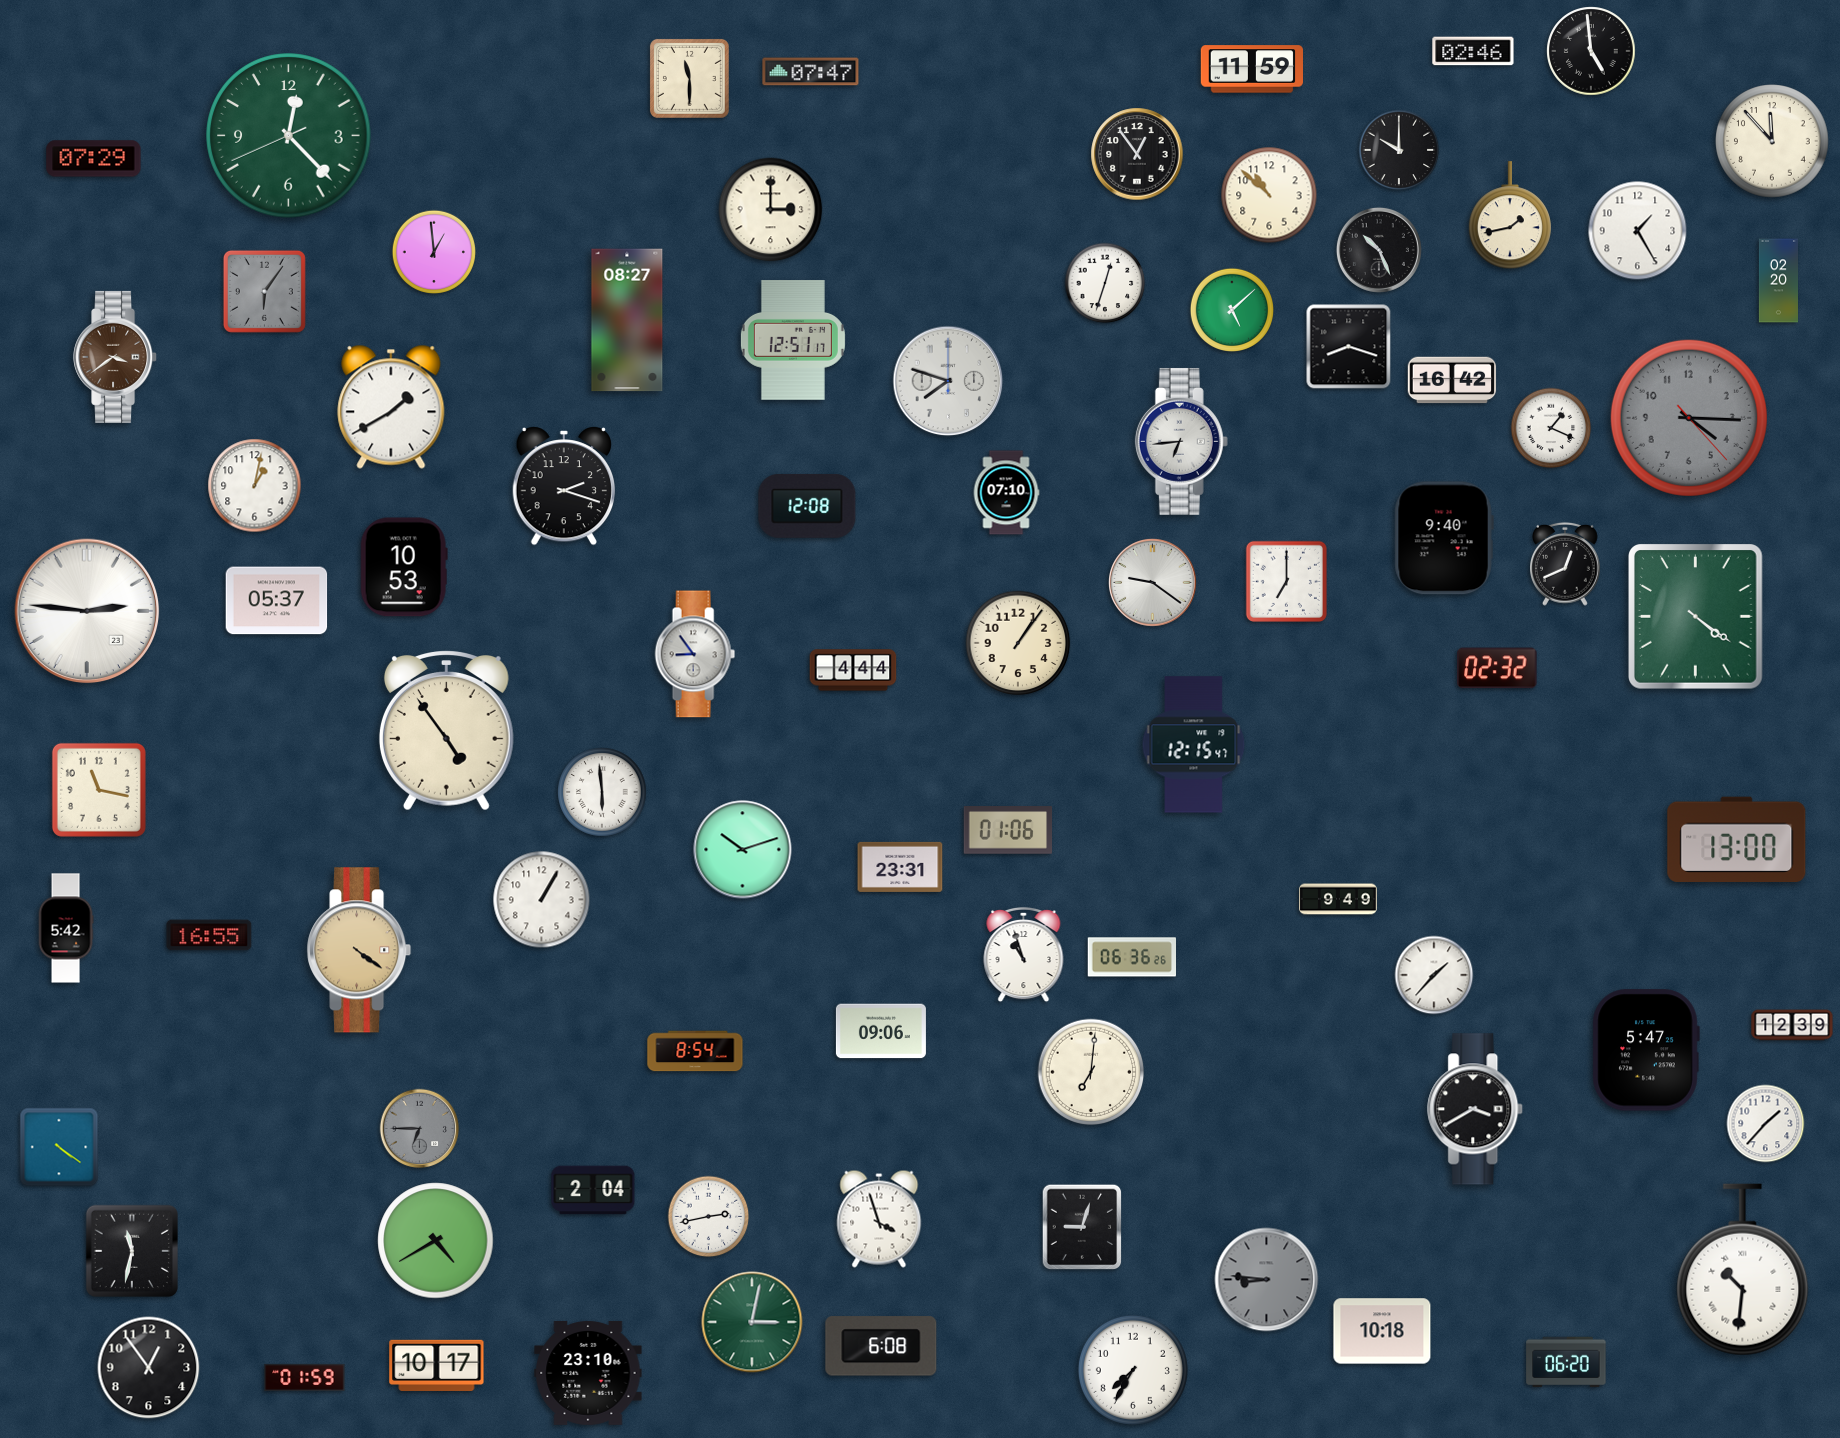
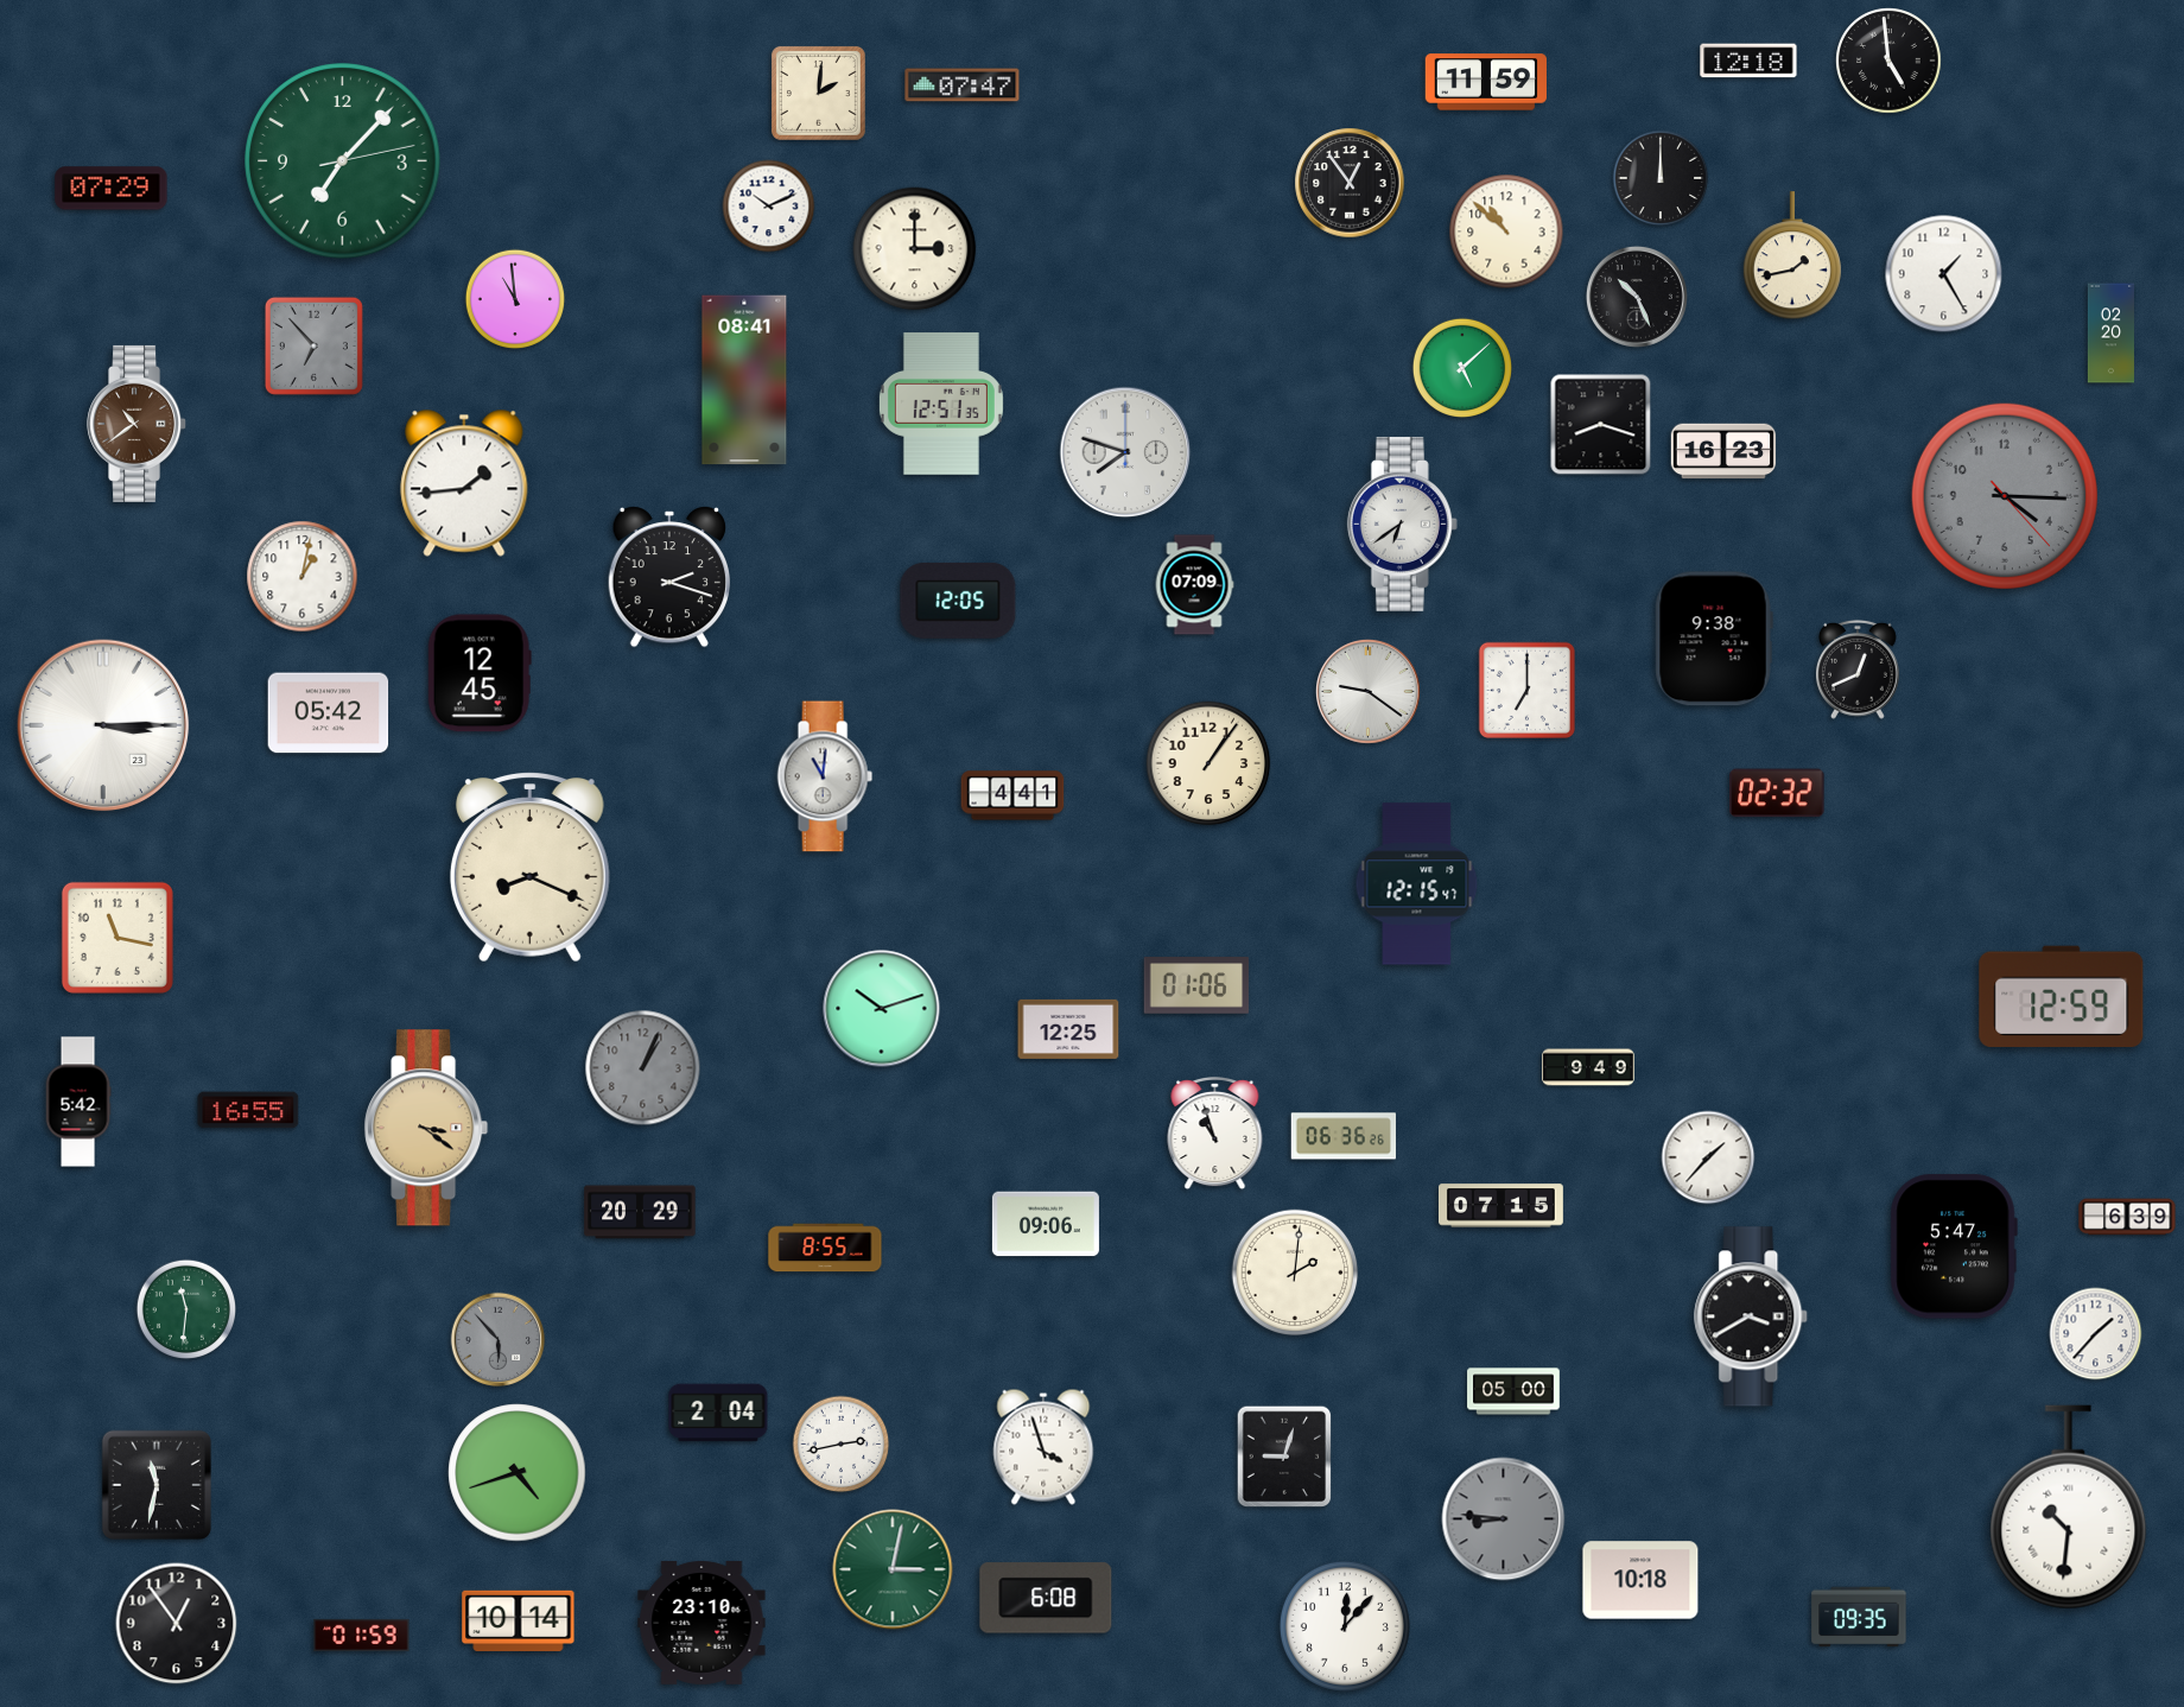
clock at (1473, 51): 02:46 -> 12:18
clock at (689, 78): 11:30 -> 2:01
clock at (289, 136): 12:22 -> 7:07
clock at (1773, 142): 11:53 -> none
clock at (1399, 150): 10:00 -> 12:00
clock at (769, 207): none -> 10:11
clock at (433, 251): 12:59 -> 10:59
clock at (1105, 283): 12:33 -> none
clock at (264, 291): 6:06 -> 6:53
clock at (627, 320): 08:27 -> 08:41
clock at (793, 340): 12:51:17 -> 12:51:35
clock at (1349, 347) position: (1349, 347) -> (1601, 425)
clock at (116, 357): 3:39 -> 10:39
clock at (1452, 380): 16:42 -> 16:23
clock at (391, 407): 1:40 -> 1:44
clock at (1551, 428): 1:19 -> none
clock at (1181, 441): 6:44 -> 6:39
clock at (1006, 493): 07:10 -> 07:09
clock at (807, 506): 12:08 -> 12:05
clock at (1444, 538): 9:40 -> 9:38
clock at (404, 567): 10:53 -> 12:45
clock at (277, 601): 05:37 -> 05:42
clock at (87, 611): 2:46 -> 3:15
clock at (1696, 617): 4:21 -> none
clock at (695, 654): 8:54 -> 11:01
clock at (853, 670): 4:44 -> 4:41
clock at (446, 731): 4:54 -> 8:19
clock at (602, 792): 5:59 -> none
clock at (1737, 839): 13:00 -> 12:59
clock at (900, 867): 23:31 -> 12:25
clock at (542, 900): 1:05 -> 1:04
clock at (542, 900) dial: white -> grey
clock at (359, 950): 4:21 -> 3:21
clock at (1434, 975) position: (1434, 975) -> (1708, 1157)
clock at (1501, 1206): none -> 07:15
clock at (640, 1212): none -> 20:29
clock at (1792, 1025): 12:39 -> 6:39
clock at (695, 1051): 8:54 -> 8:55
clock at (1091, 1072): 7:01 -> 2:01
clock at (185, 1308): none -> 11:31
clock at (420, 1129): 6:45 -> 5:53
clock at (59, 1147): 4:21 -> none
clock at (1513, 1391): none -> 05:00
clock at (593, 1190) position: (593, 1190) -> (718, 1413)
clock at (436, 1241): 4:40 -> 4:42
clock at (1566, 1362): 06:20 -> 09:35
clock at (437, 1365): 10:17 -> 10:14
clock at (1133, 1370): 7:35 -> 12:07
clock at (588, 1373) position: (588, 1373) -> (701, 1623)
